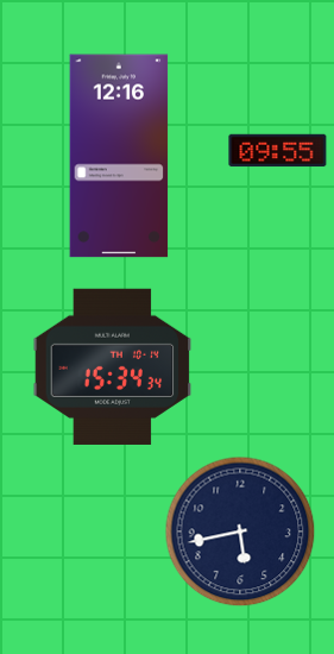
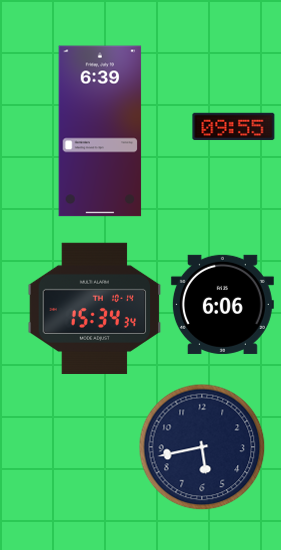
clock at (119, 156): 12:16 -> 6:39
clock at (222, 304): none -> 6:06
